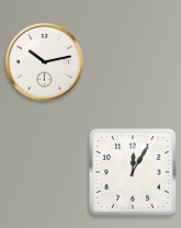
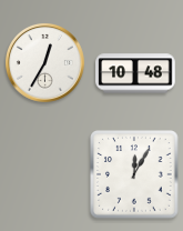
clock at (44, 61): 10:13 -> 12:35
clock at (135, 73): none -> 10:48
